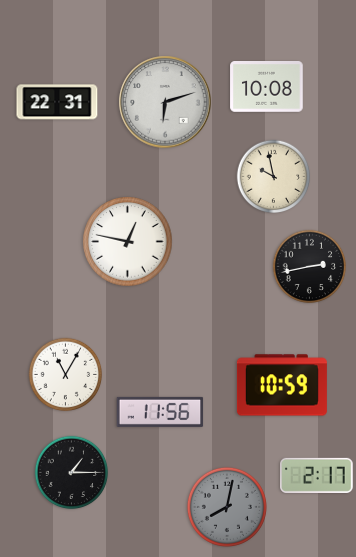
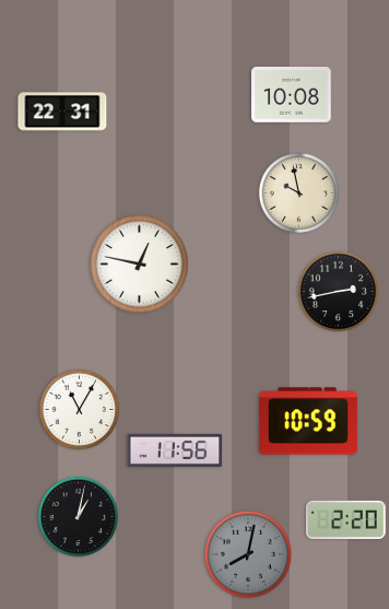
clock at (165, 102): 6:12 -> none
clock at (66, 375) position: (66, 375) -> (80, 410)
clock at (72, 473): 1:15 -> 1:02
clock at (317, 475): 2:17 -> 2:20
